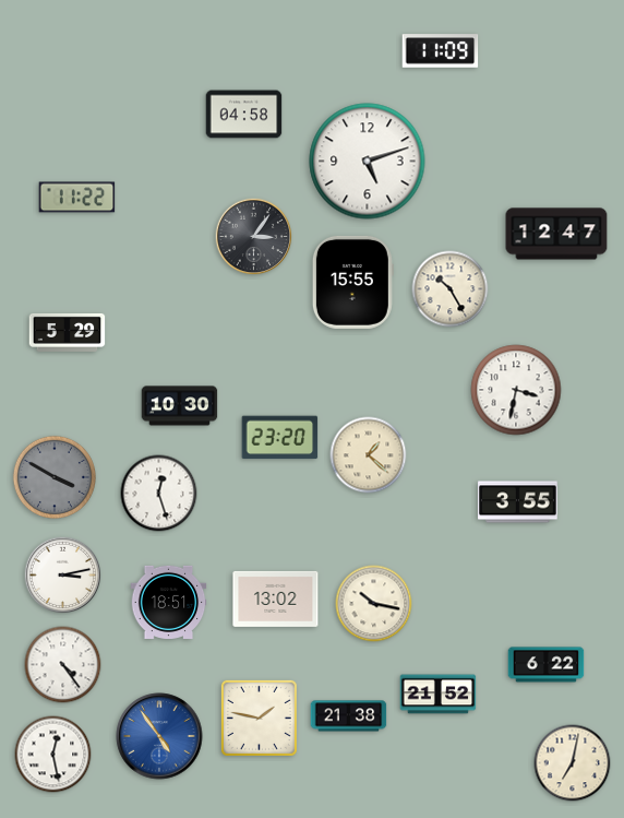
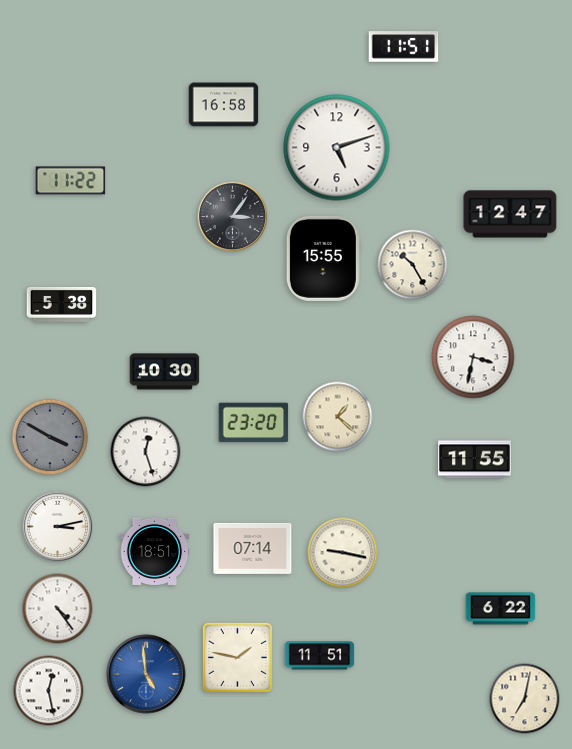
clock at (441, 51): 11:09 -> 11:51
clock at (244, 115): 04:58 -> 16:58
clock at (68, 332): 5:29 -> 5:38
clock at (280, 438) position: (280, 438) -> (254, 423)
clock at (518, 502): 3:55 -> 11:55
clock at (276, 598): 13:02 -> 07:14
clock at (374, 604): 10:17 -> 9:17
clock at (439, 695): 21:52 -> none
clock at (349, 716): 21:38 -> 11:51
clock at (159, 736): 4:54 -> 4:59
